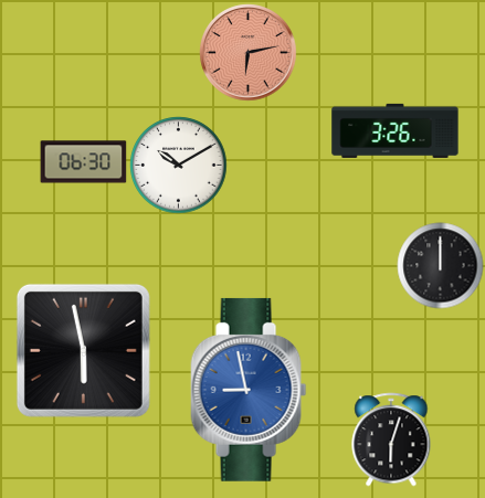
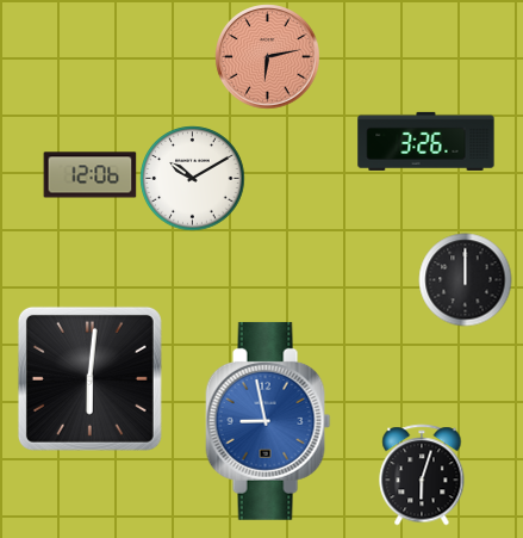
clock at (83, 162): 06:30 -> 12:06
clock at (440, 265) position: (440, 265) -> (465, 279)
clock at (83, 350): 5:58 -> 6:01
